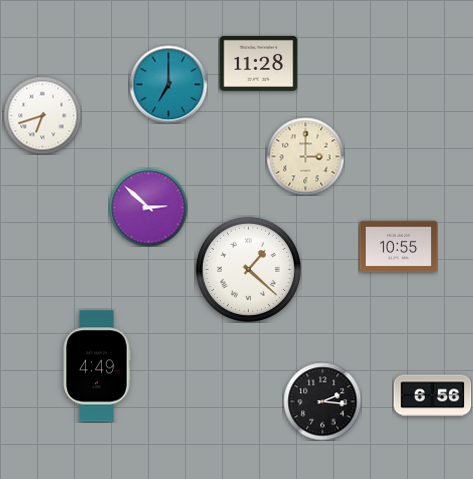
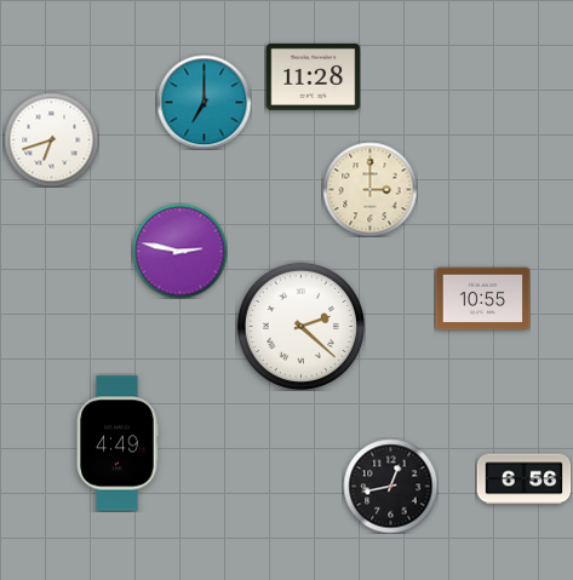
clock at (148, 207): 2:52 -> 2:47
clock at (248, 269): 1:22 -> 2:22
clock at (322, 401): 2:16 -> 12:43
